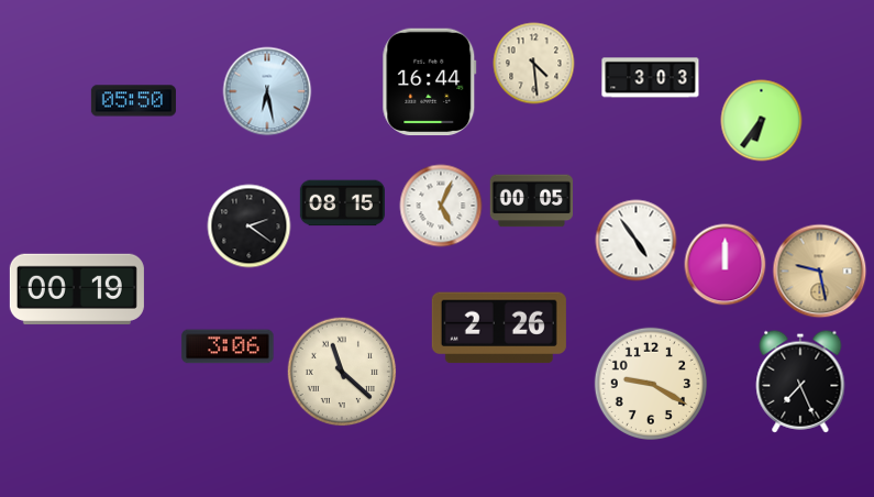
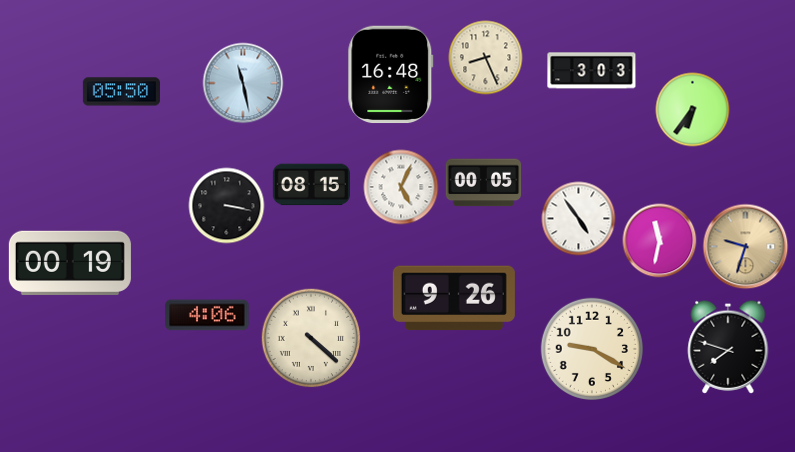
clock at (534, 64): 4:29 -> 8:26
clock at (430, 82): 16:44 -> 16:48
clock at (267, 91): 6:28 -> 11:28
clock at (250, 227): 2:21 -> 3:17
clock at (726, 265): 12:00 -> 11:32
clock at (820, 272): 9:28 -> 9:33
clock at (499, 328): 2:26 -> 9:26
clock at (228, 346): 3:06 -> 4:06
clock at (342, 372): 11:22 -> 4:22
clock at (800, 382): 7:26 -> 7:48
